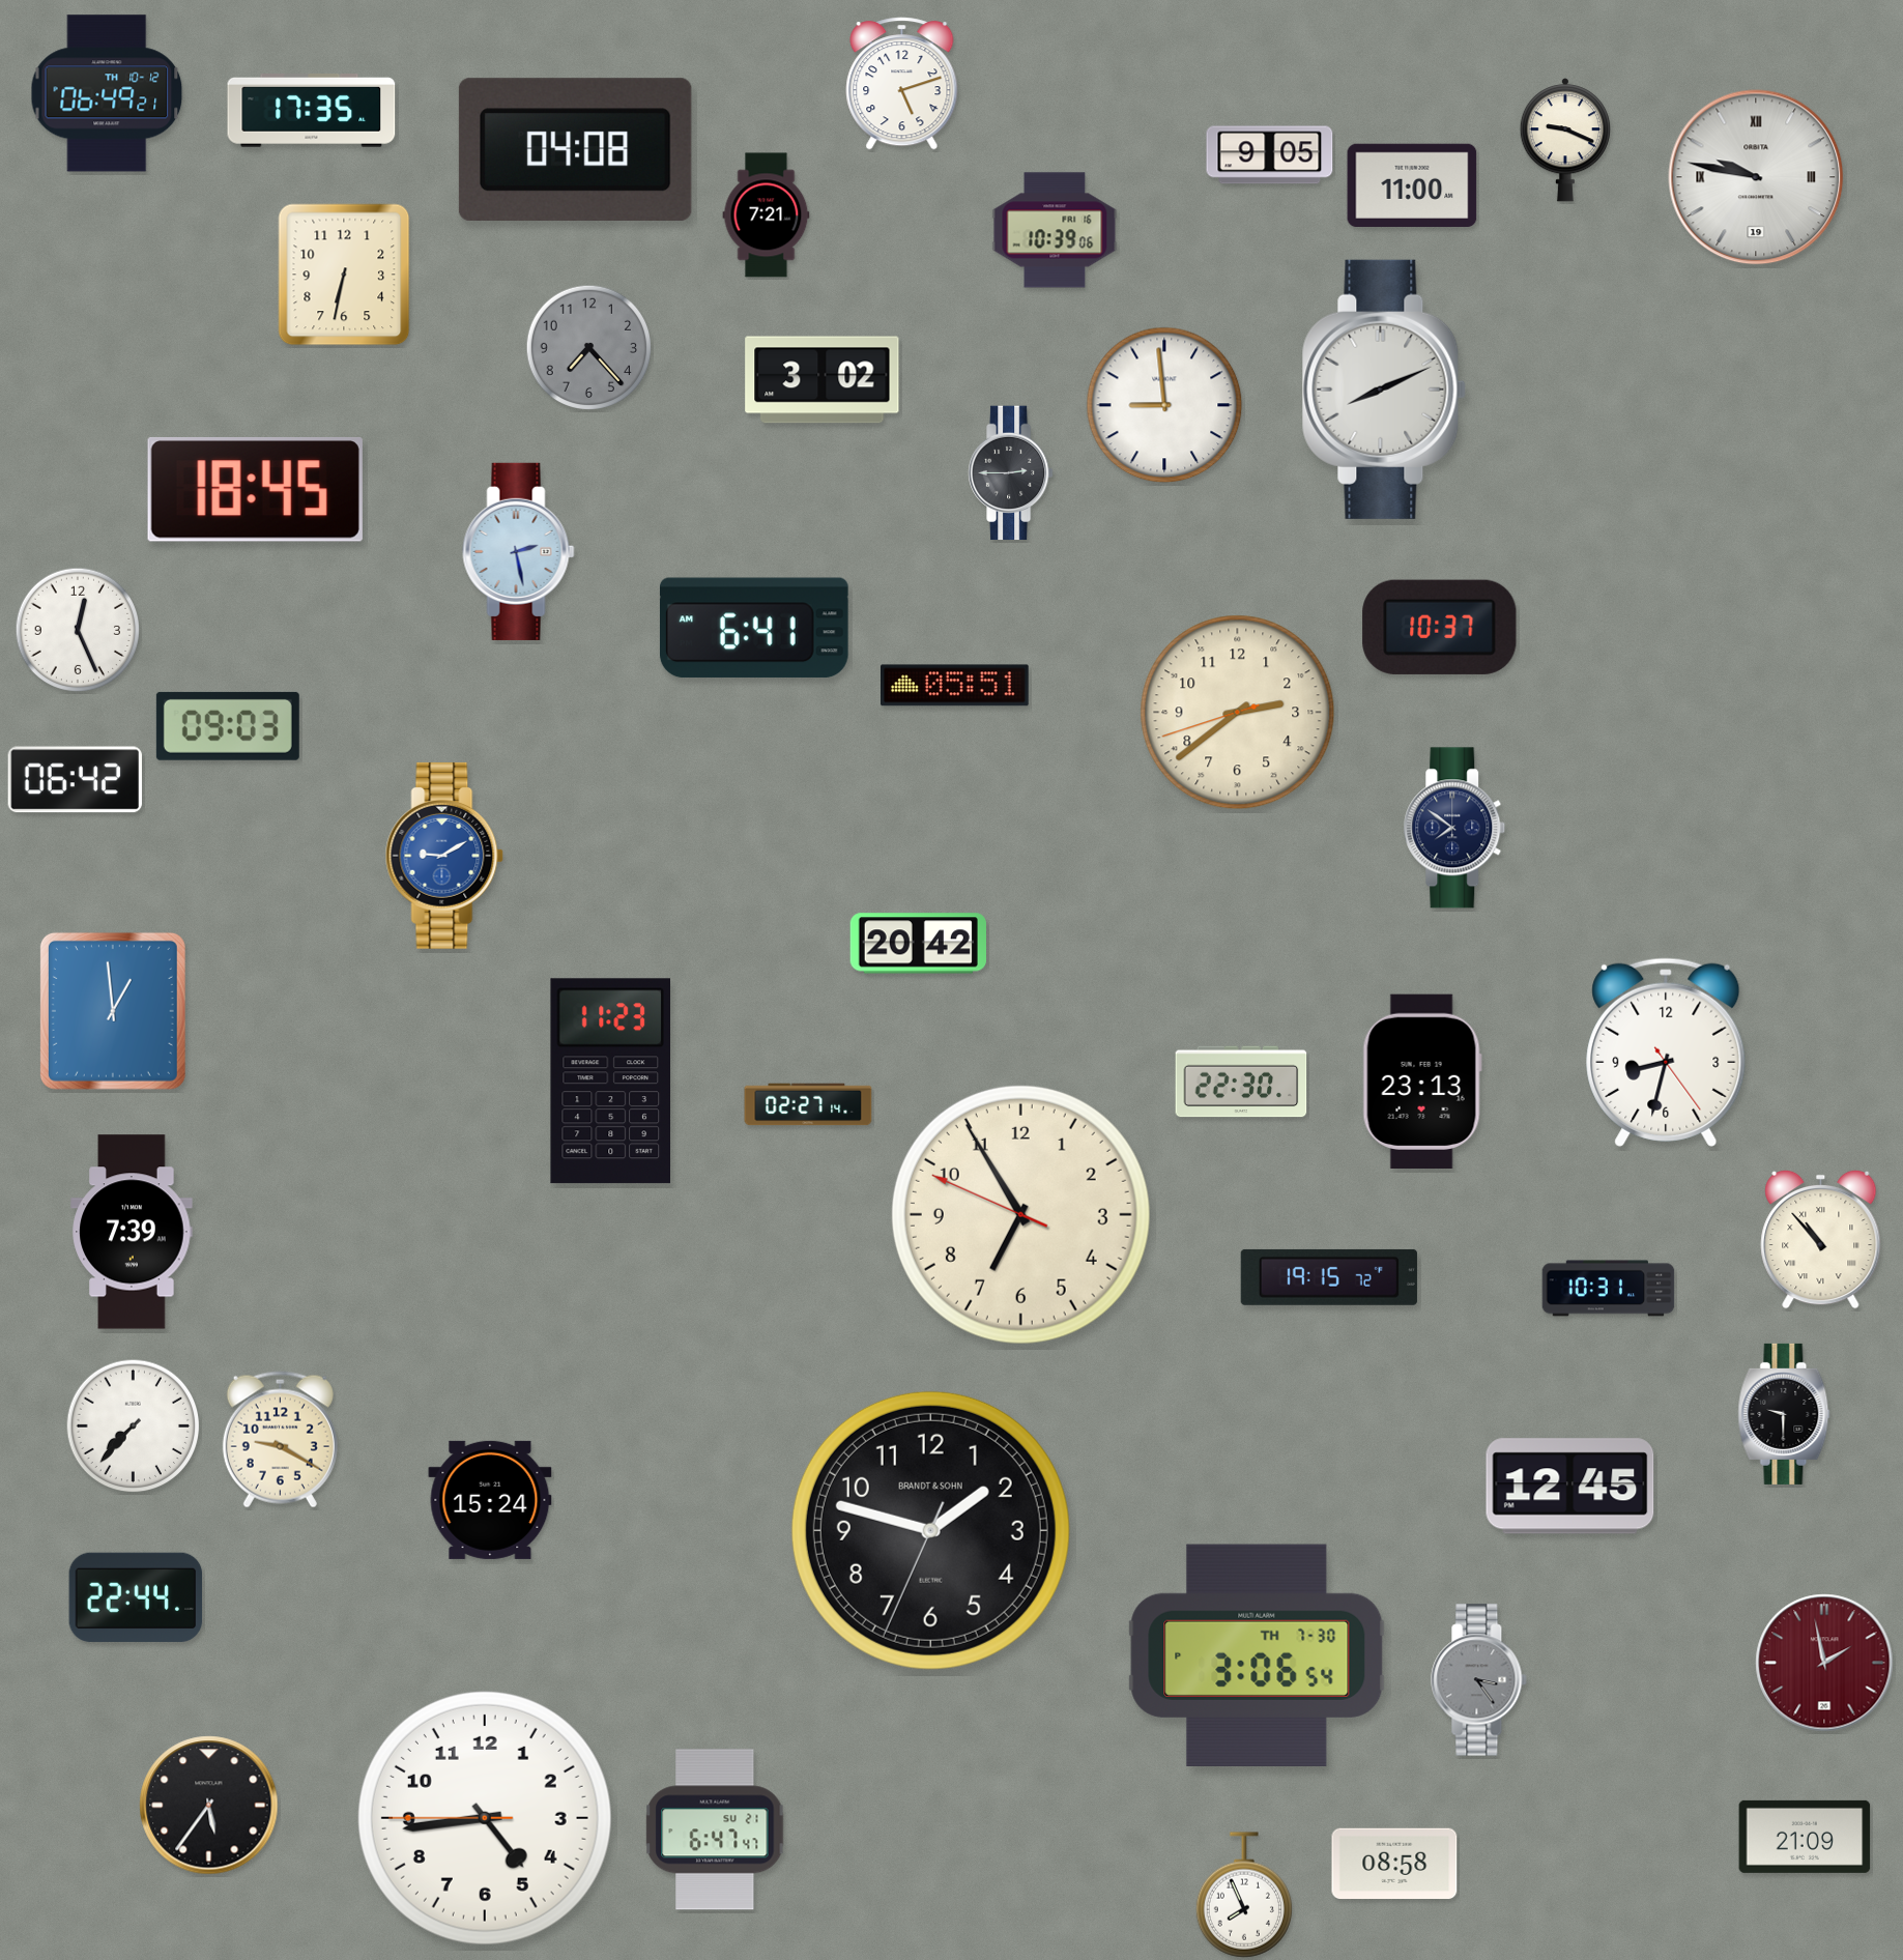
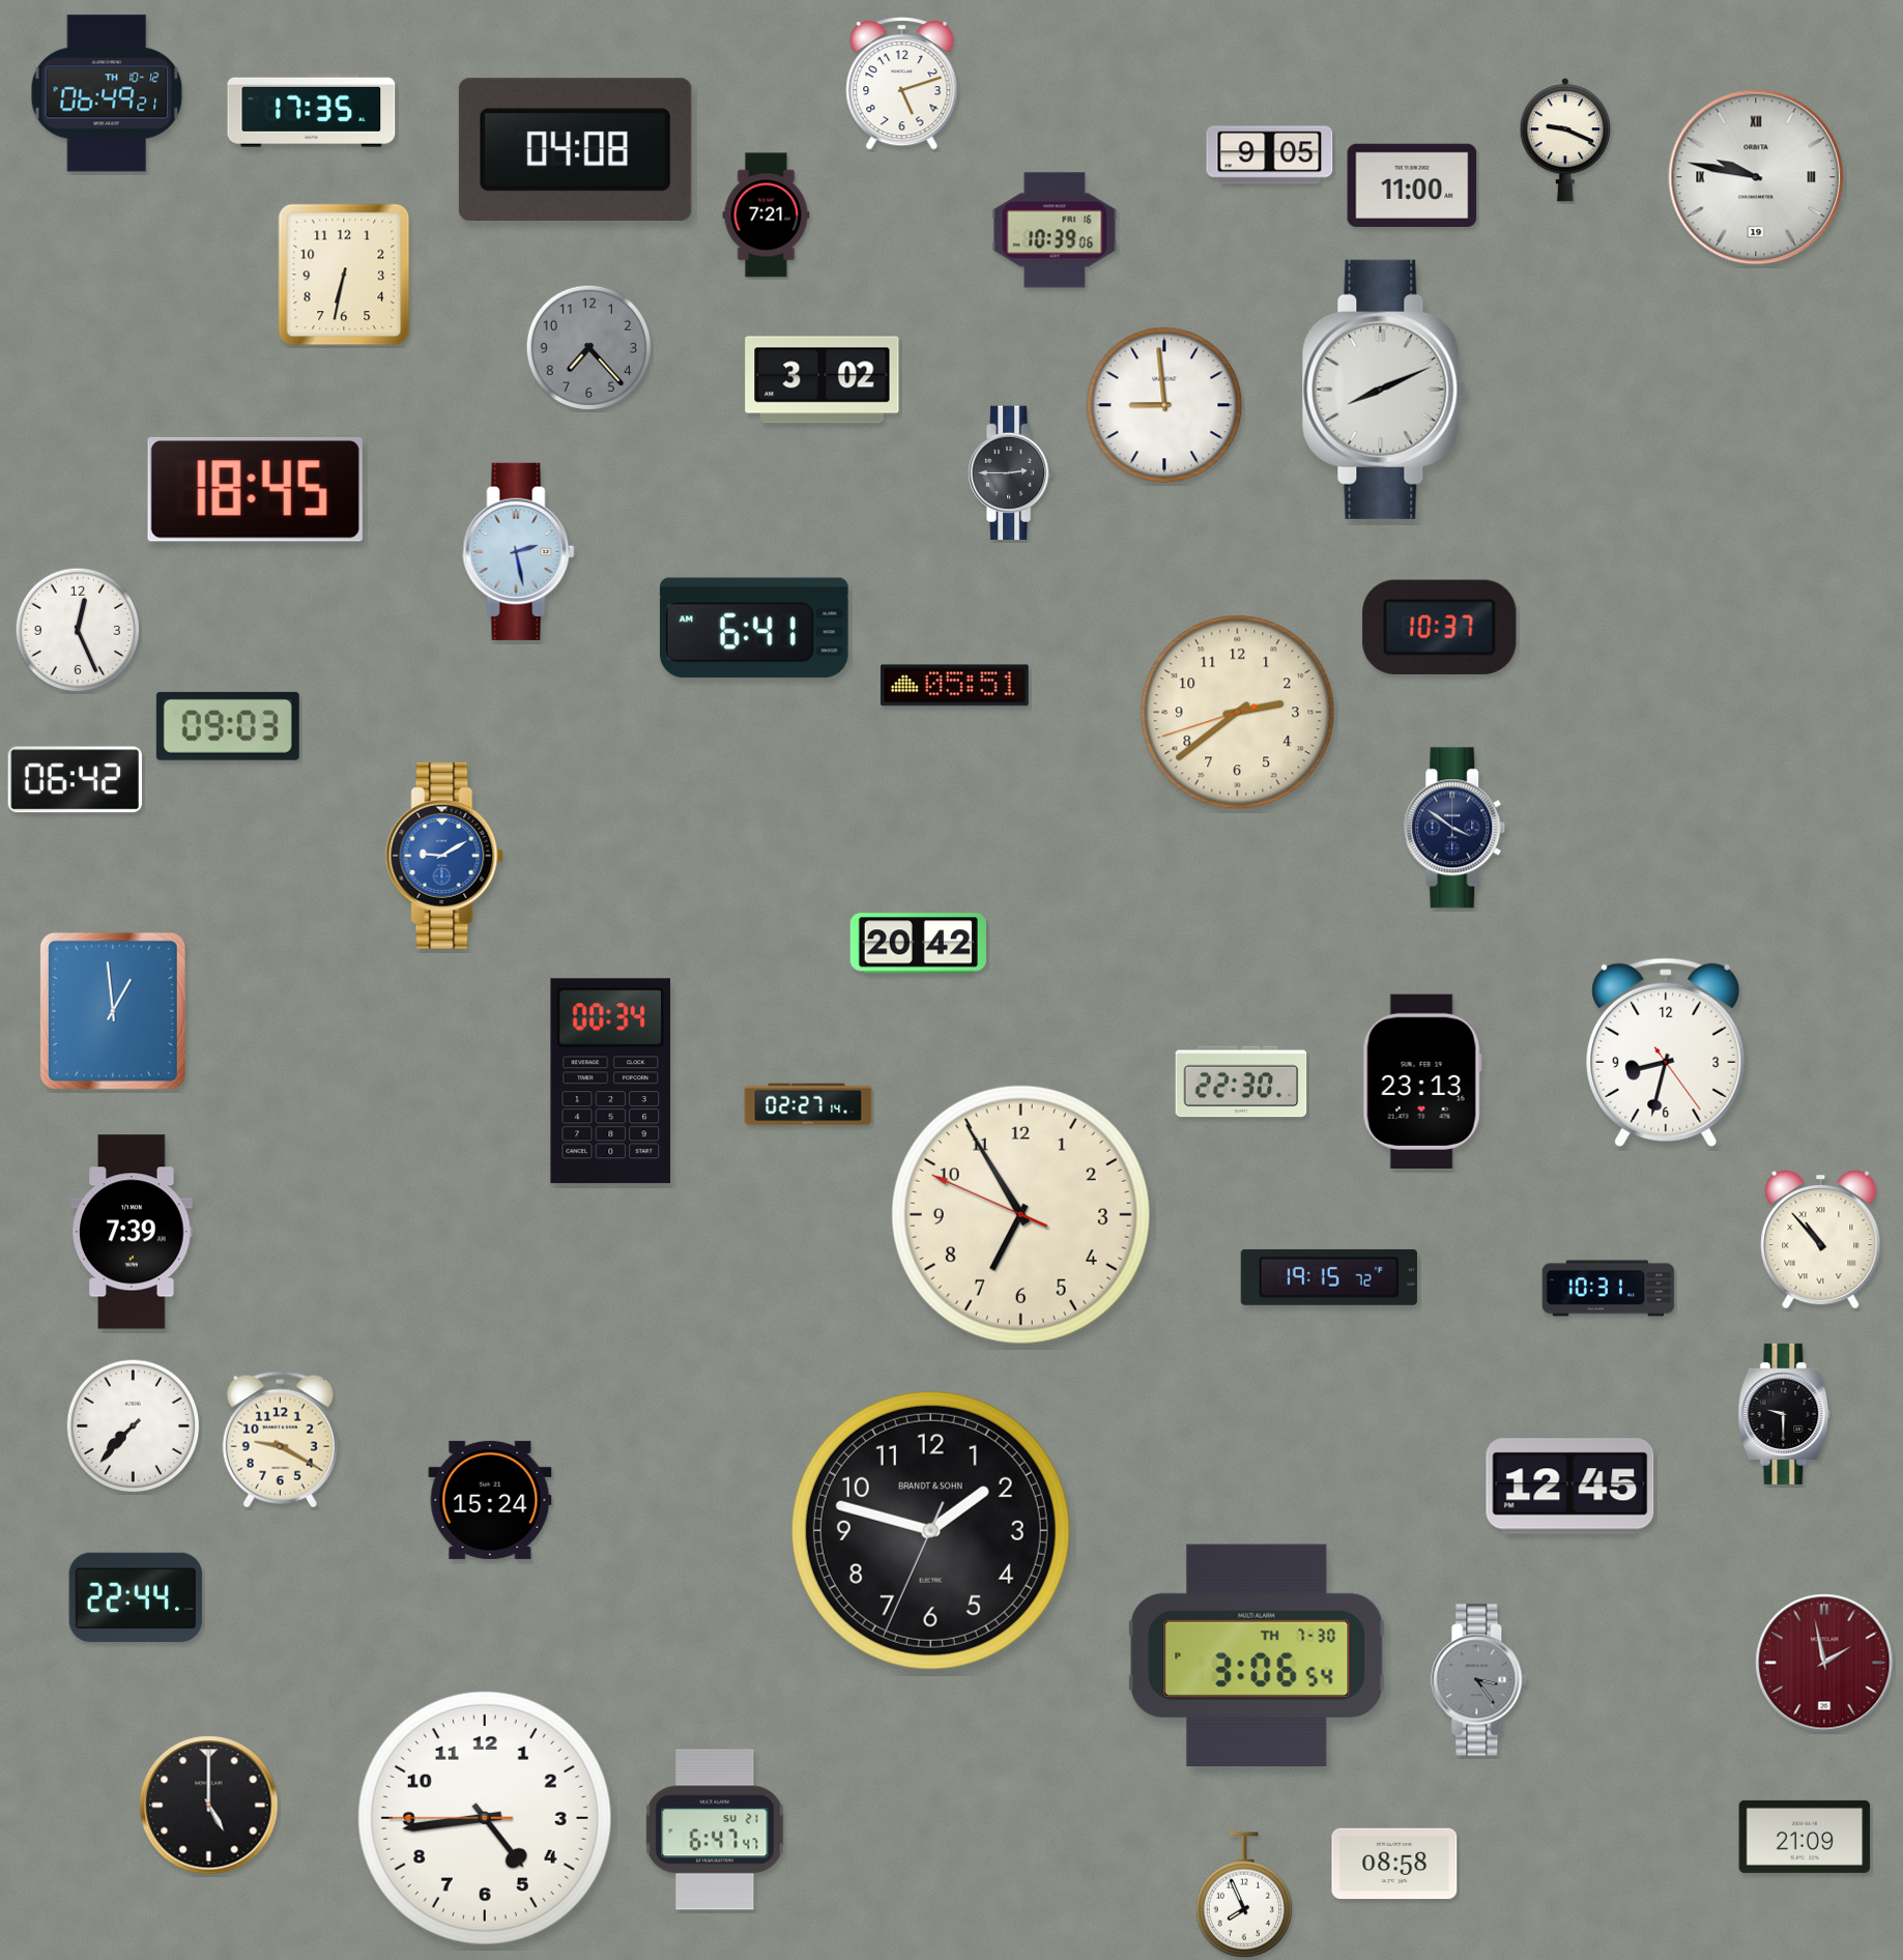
clock at (1454, 828): 7:51 -> 3:51
clock at (610, 1082): 11:23 -> 00:34
clock at (209, 1806): 5:36 -> 5:00
